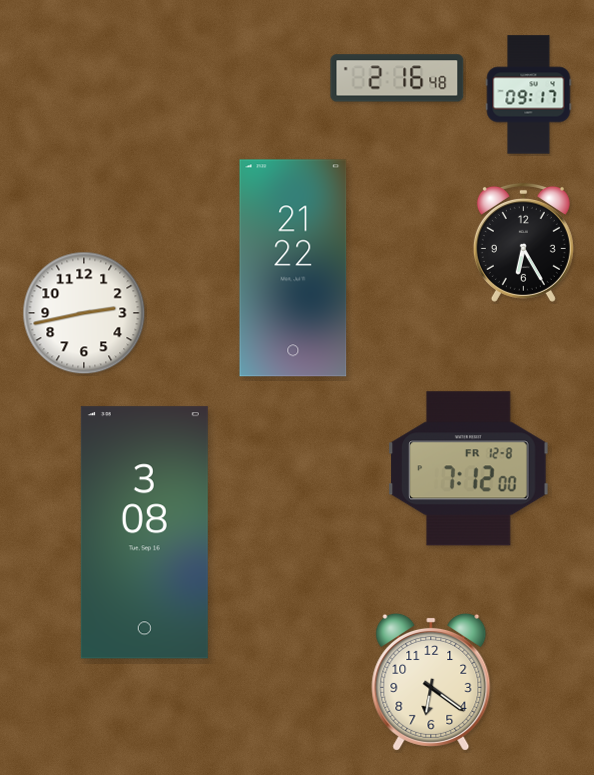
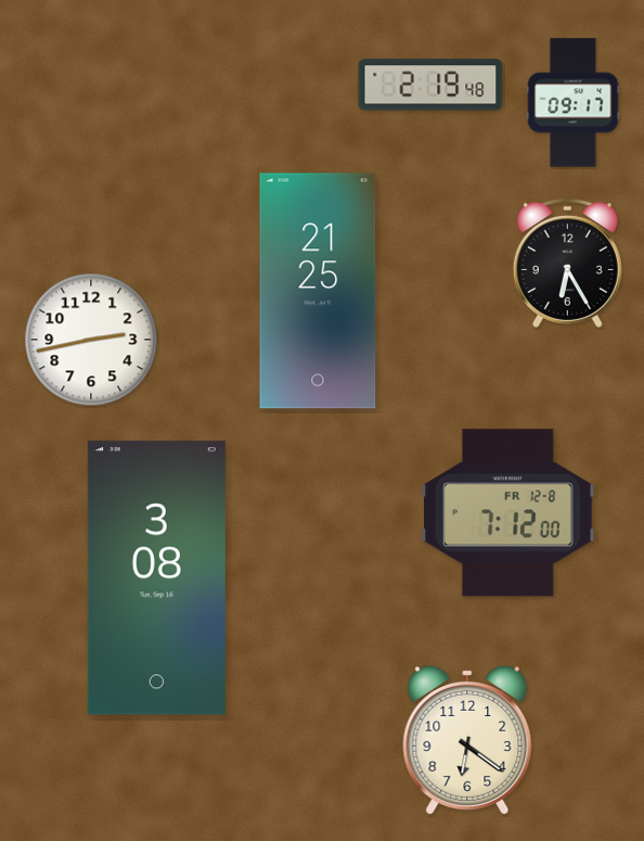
clock at (397, 78): 2:16 -> 2:19
clock at (293, 268): 21:22 -> 21:25
clock at (469, 469) position: (469, 469) -> (508, 513)
